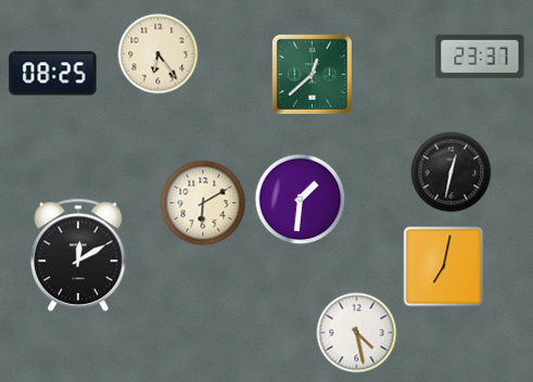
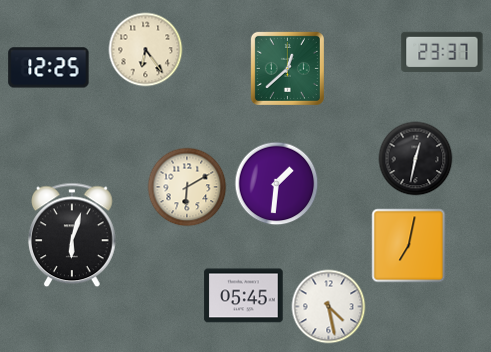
clock at (53, 74): 08:25 -> 12:25
clock at (79, 255): 12:10 -> 6:03
clock at (244, 296): none -> 05:45
